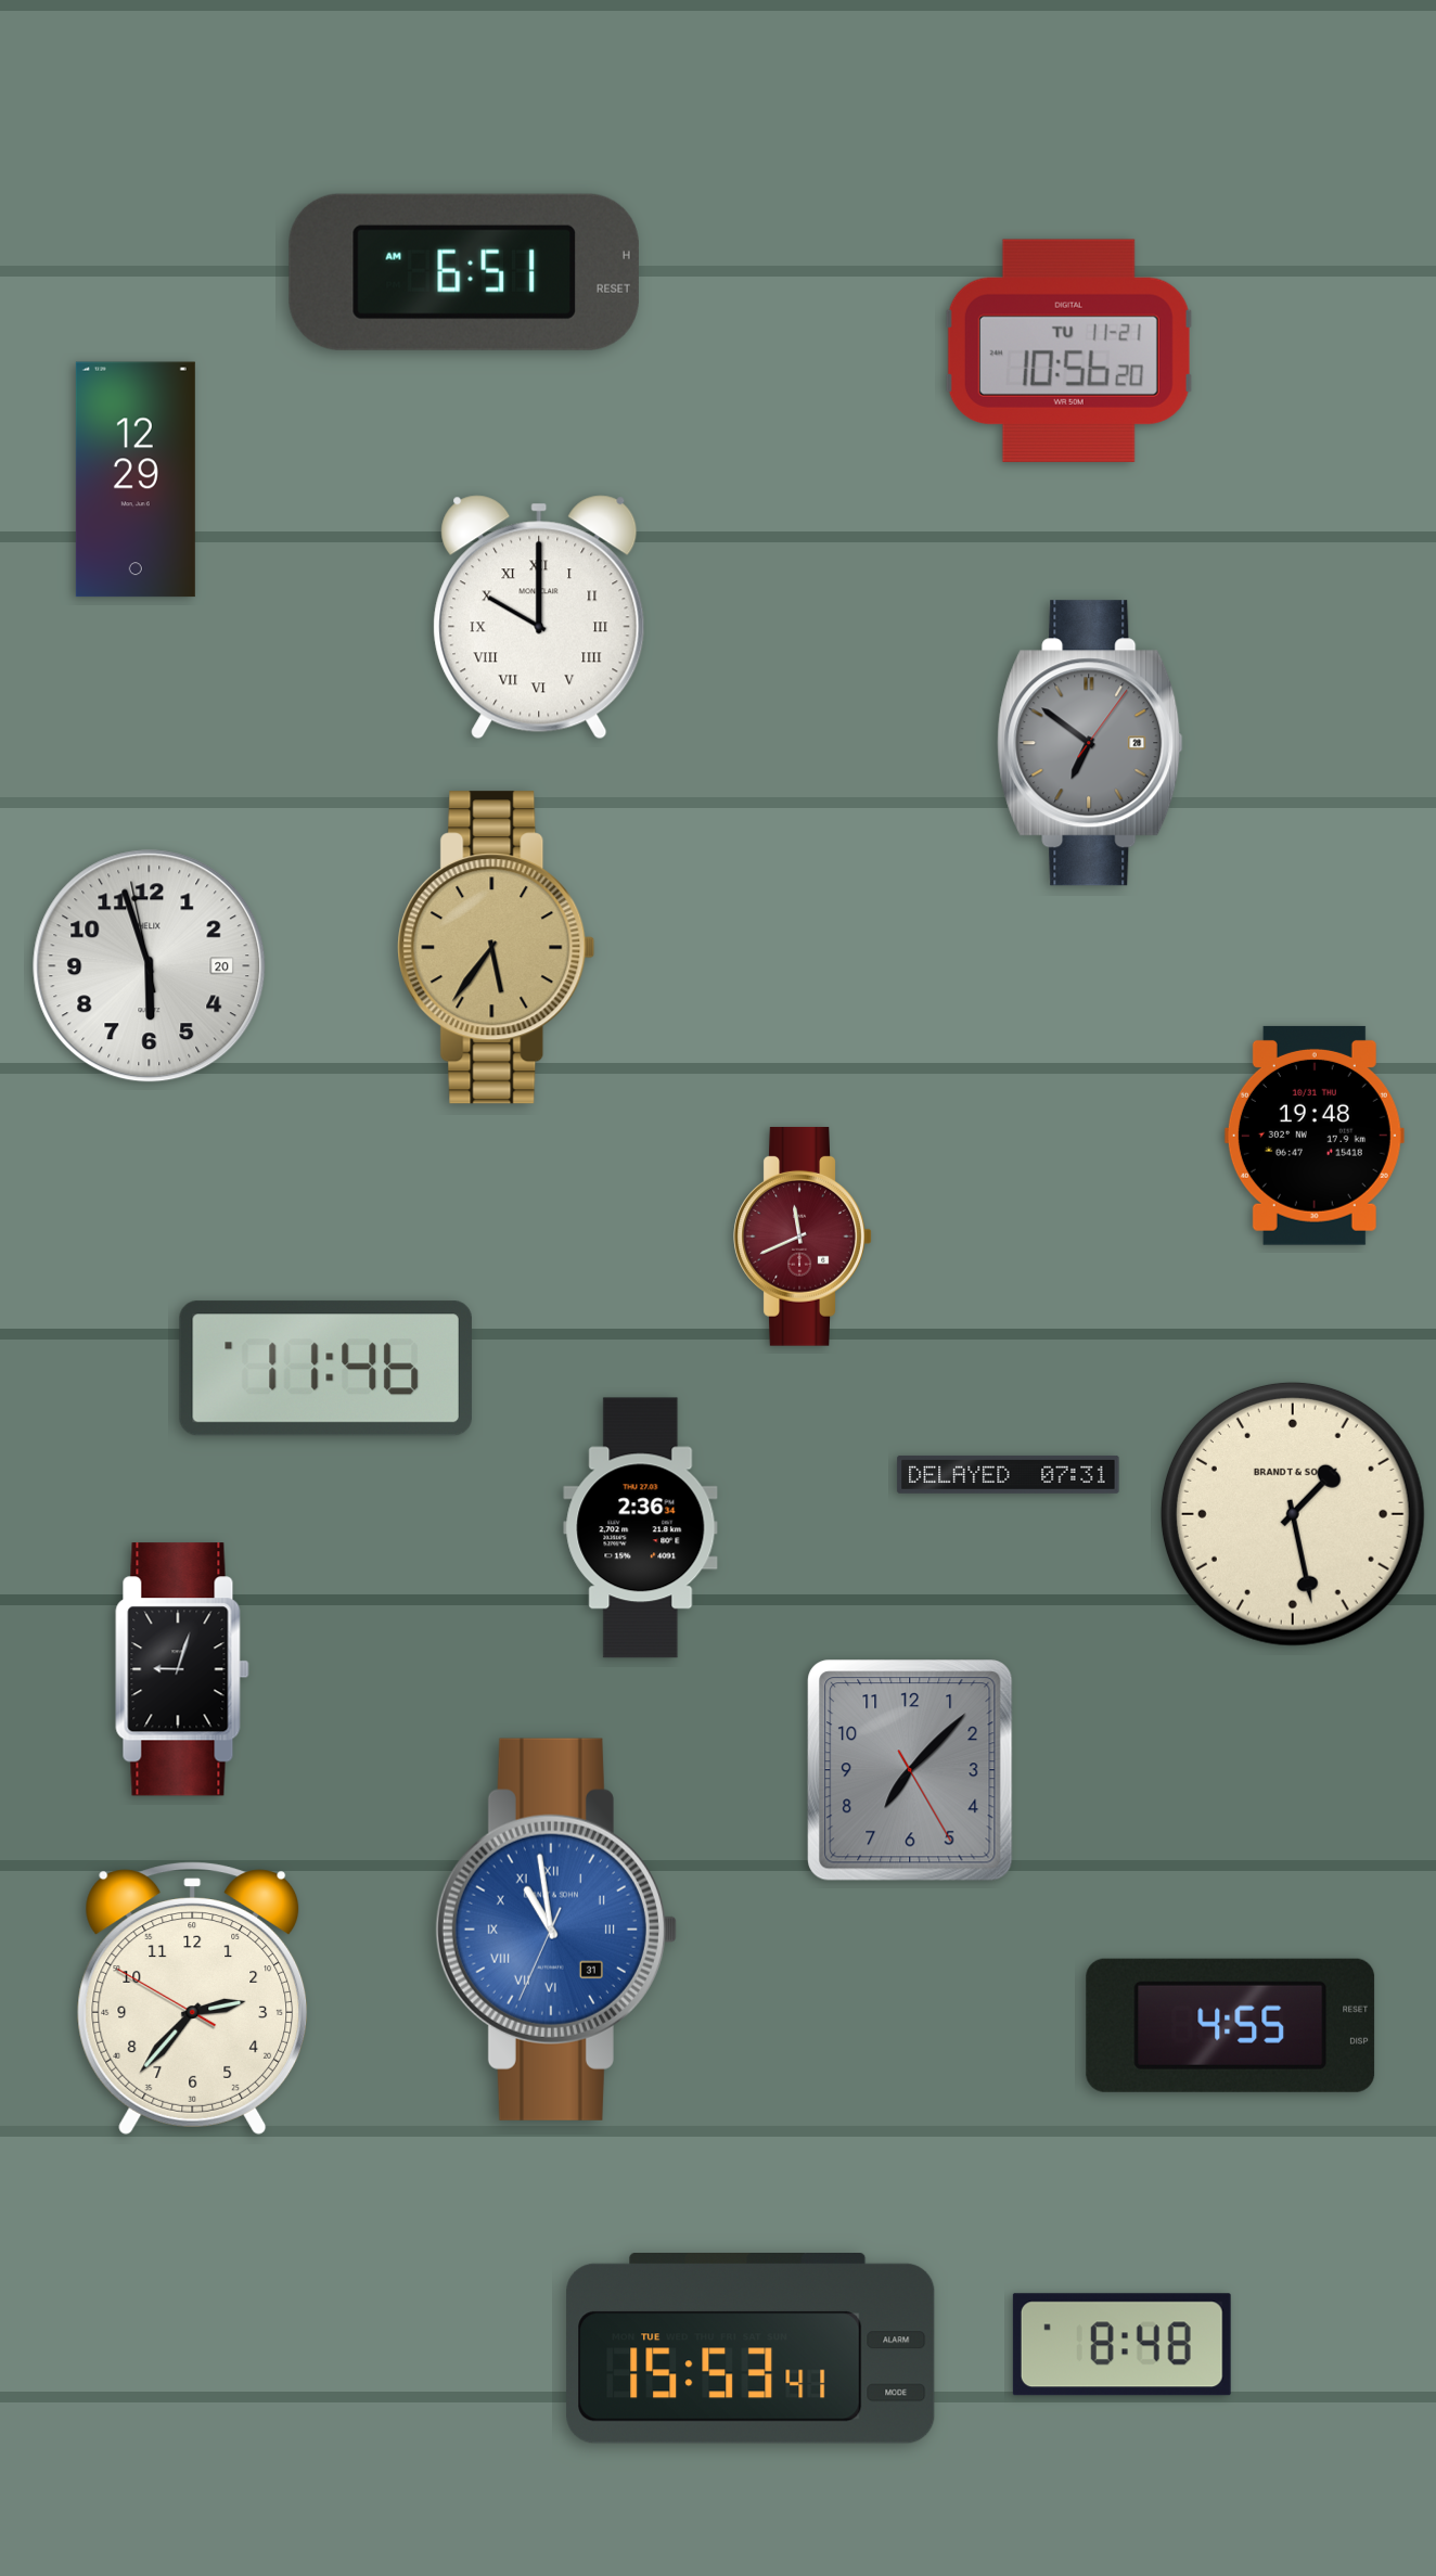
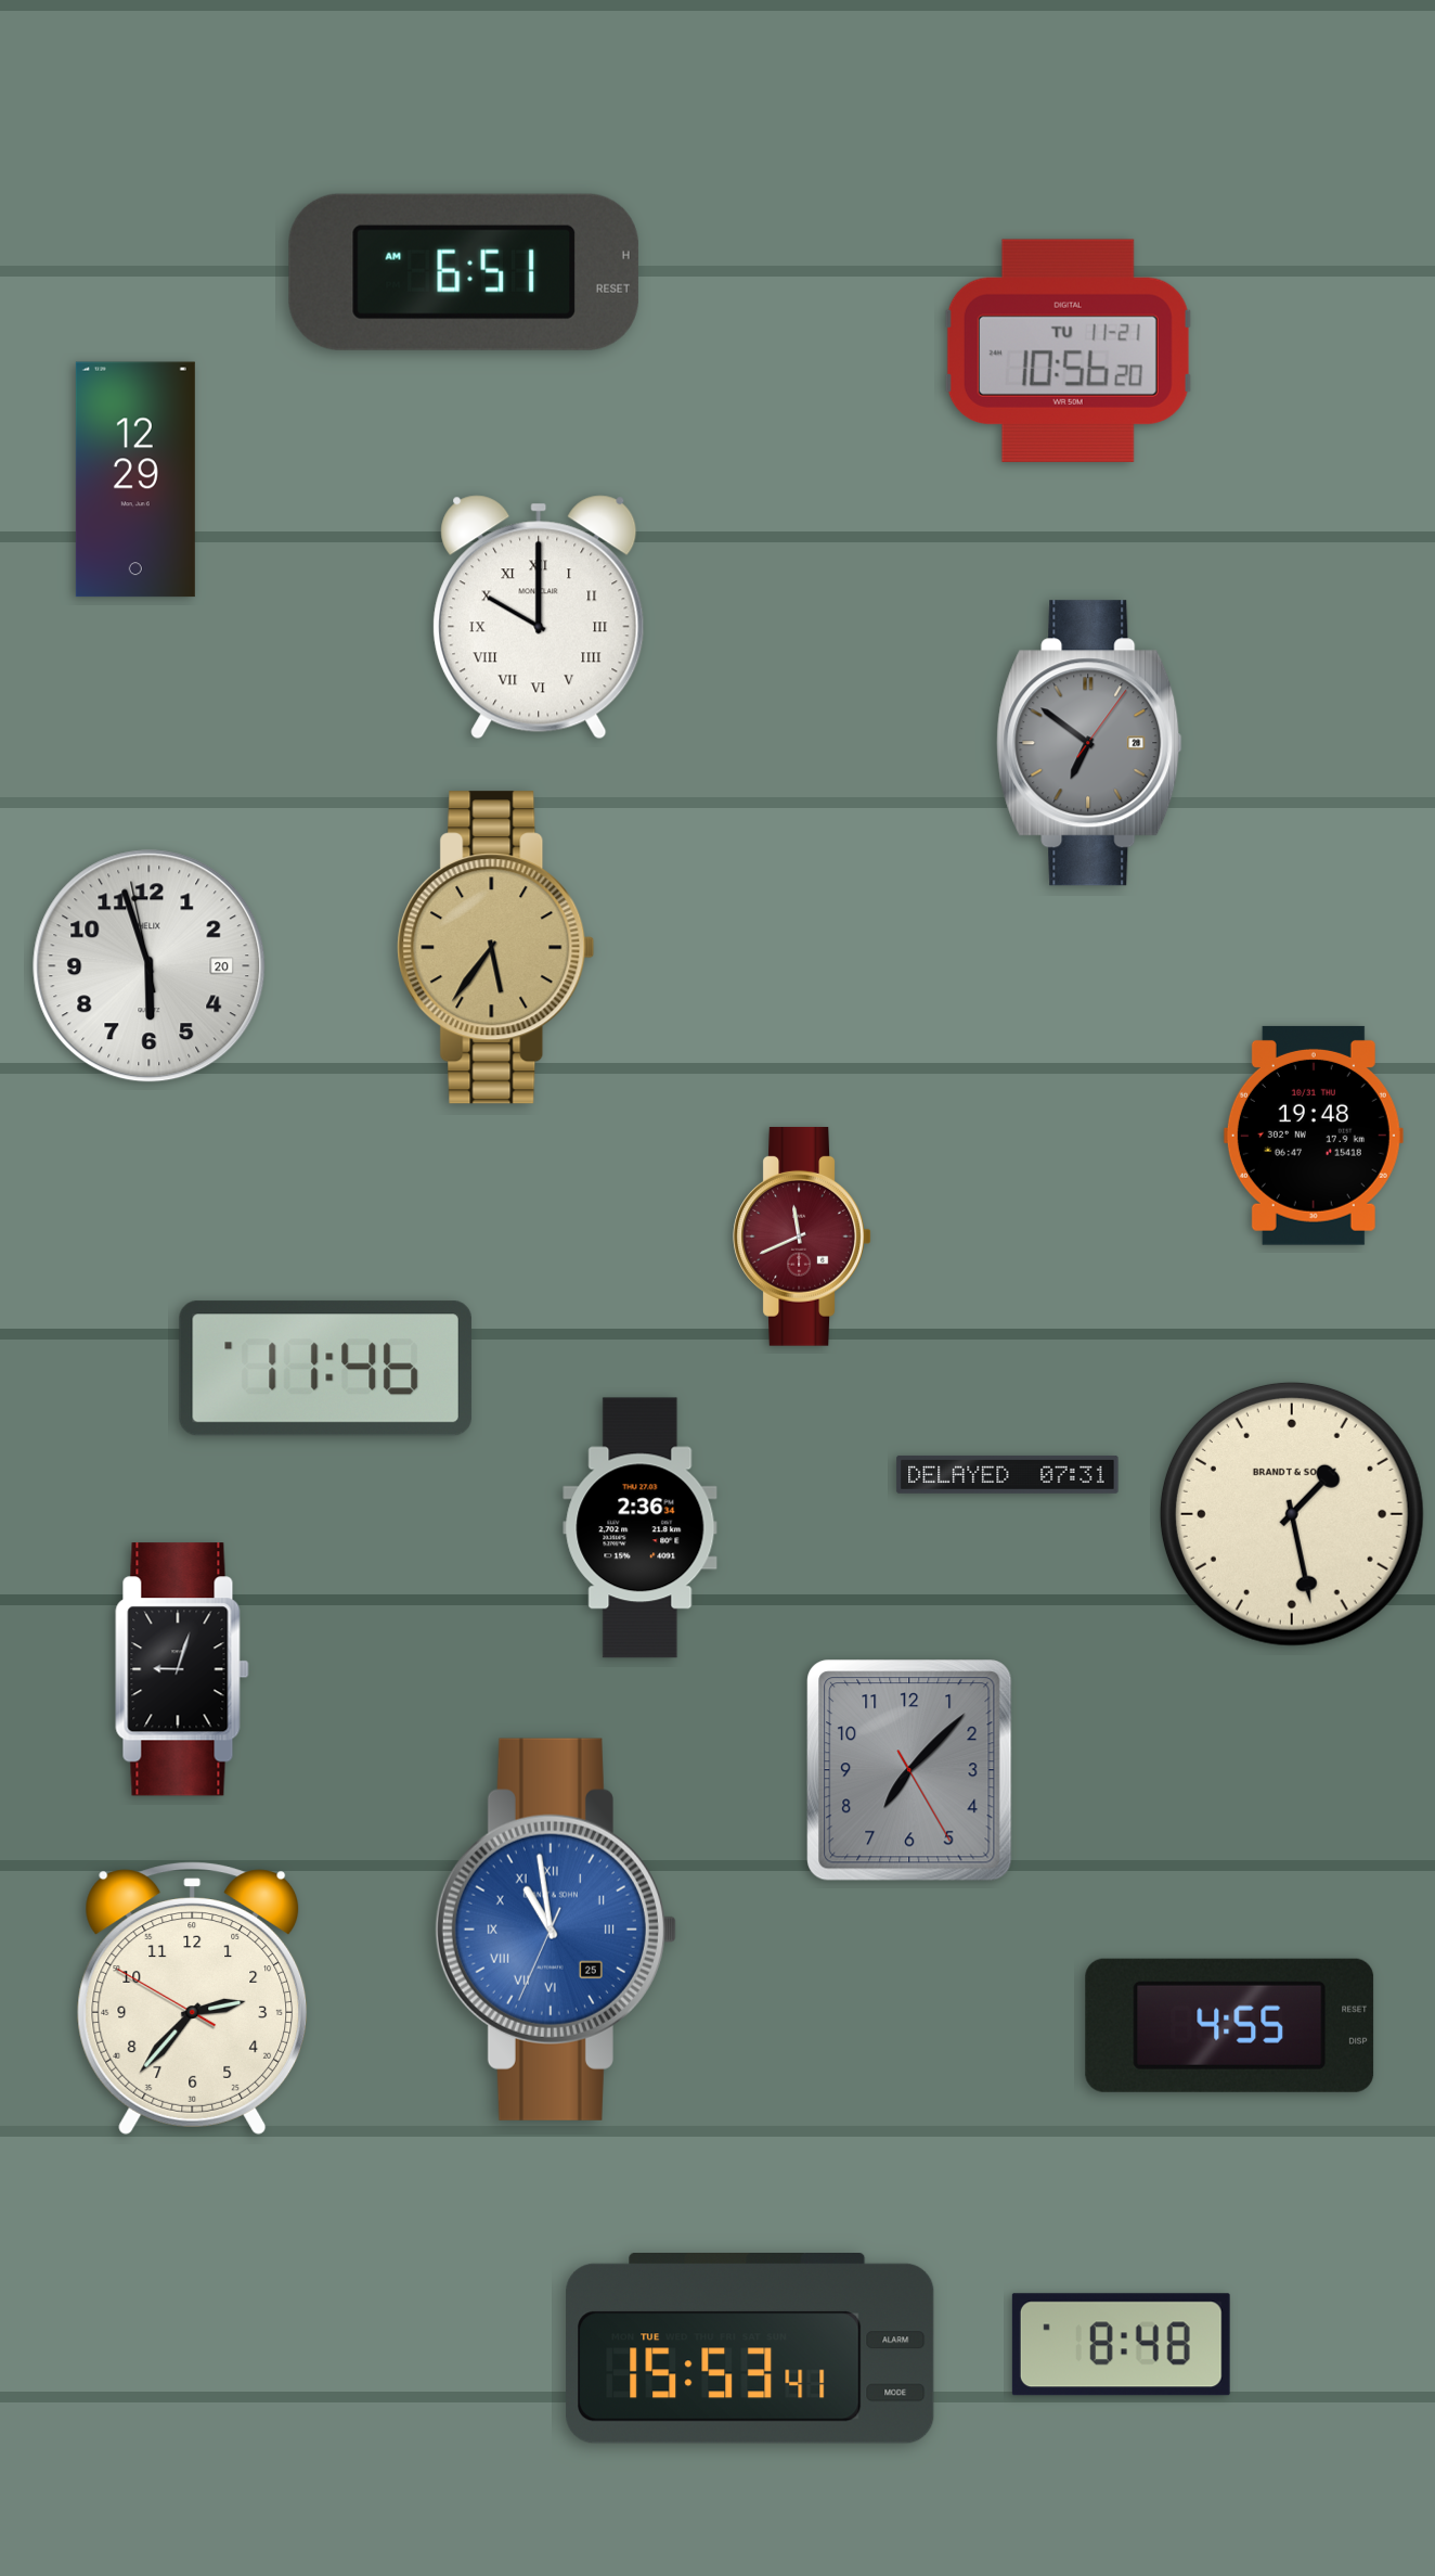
clock at (556, 1930) date: 31 -> 25
